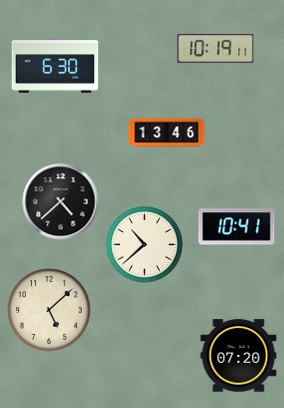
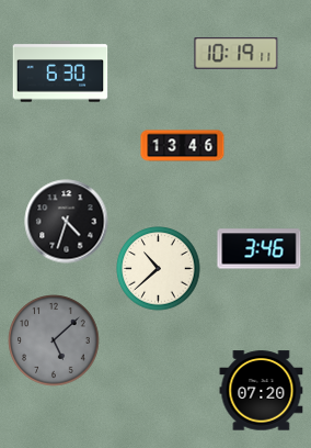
clock at (61, 202): 4:38 -> 4:33
clock at (237, 227): 10:41 -> 3:46
clock at (49, 310) dial: cream -> grey
